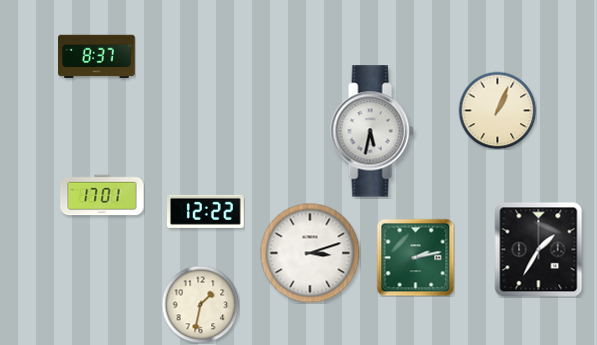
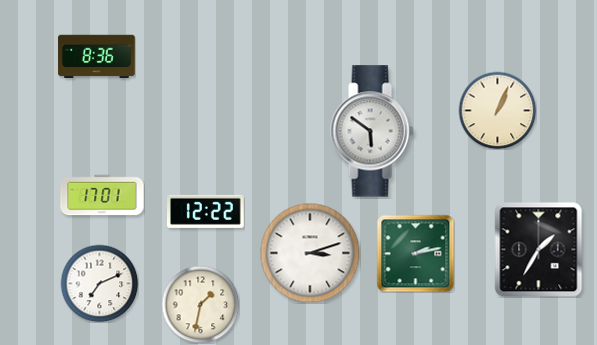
clock at (97, 57): 8:37 -> 8:36
clock at (372, 131): 5:32 -> 5:51
clock at (415, 257) position: (415, 257) -> (415, 253)
clock at (99, 283): none -> 7:11
